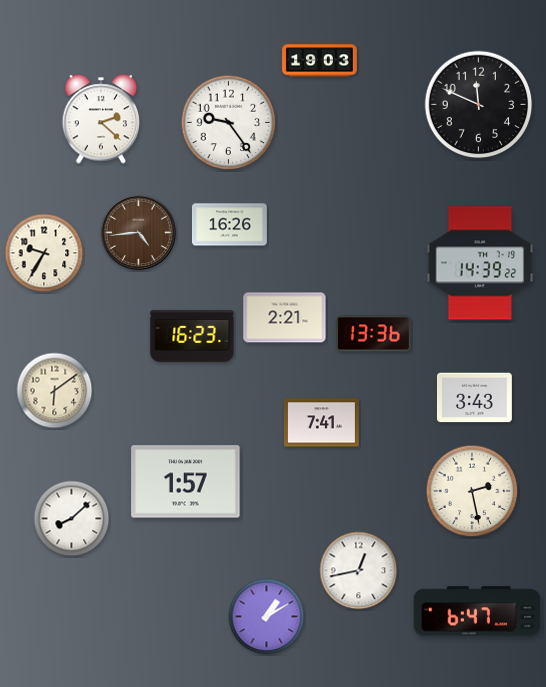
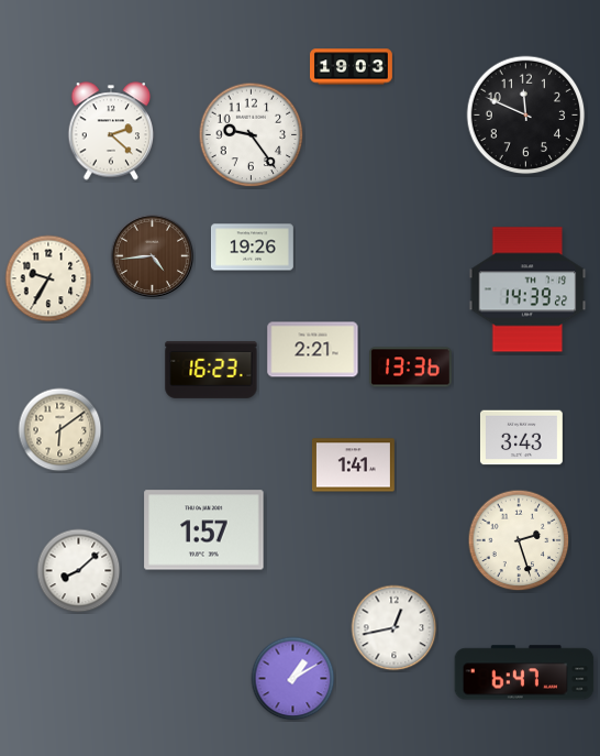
clock at (229, 225): 16:26 -> 19:26
clock at (321, 423): 7:41 -> 1:41
clock at (472, 491): 2:28 -> 2:27
